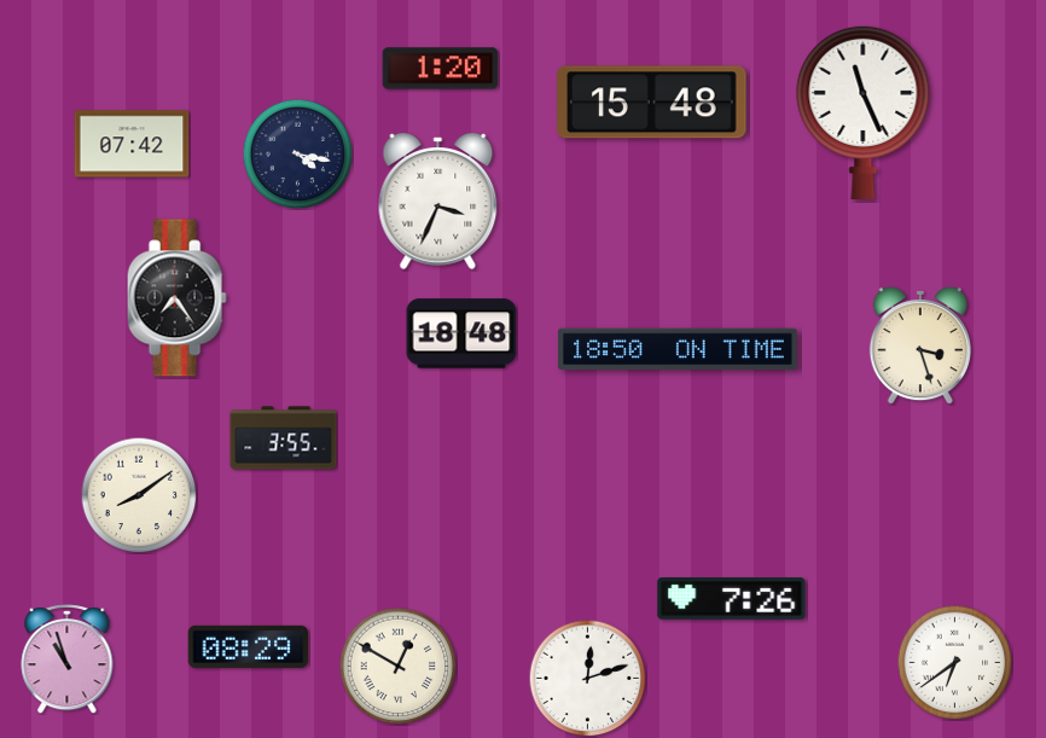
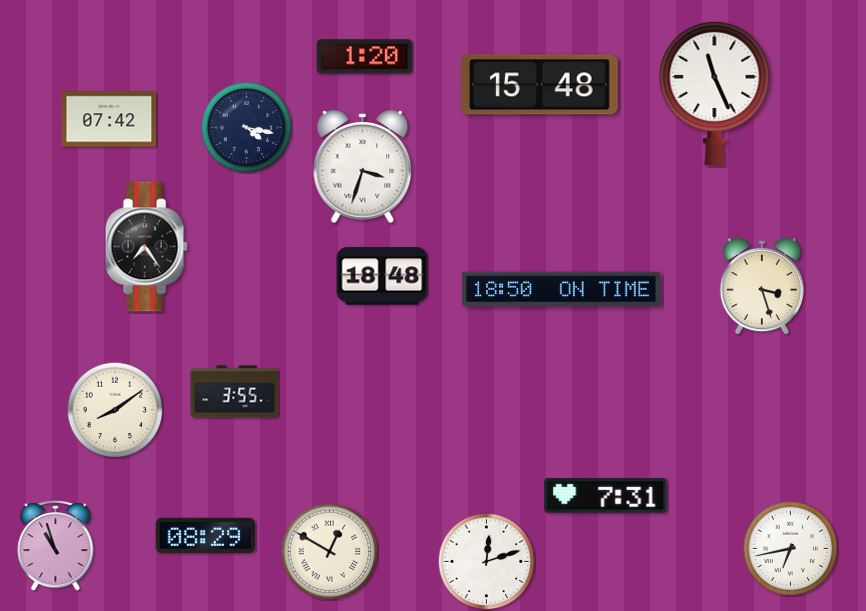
clock at (438, 201): 3:34 -> 3:33
clock at (284, 438) position: (284, 438) -> (235, 392)
clock at (732, 599): 7:26 -> 7:31
clock at (954, 662): 6:39 -> 6:43
